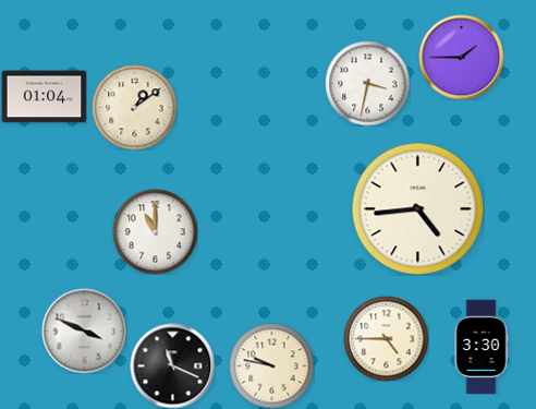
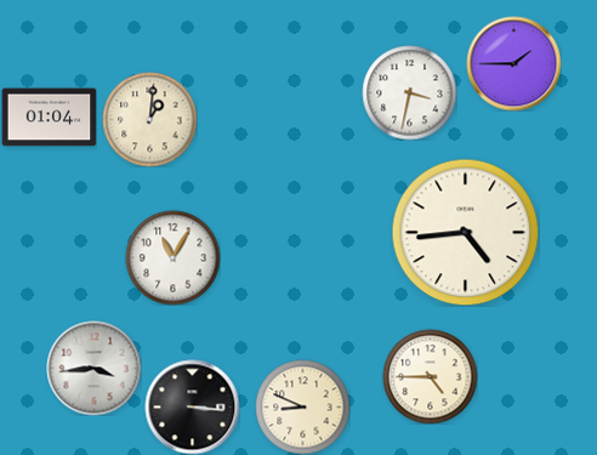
clock at (44, 97) position: (44, 97) -> (49, 118)
clock at (134, 107): 1:09 -> 1:01
clock at (155, 231): 11:00 -> 11:05
clock at (84, 330): 3:49 -> 3:44
clock at (482, 347): 3:30 -> none
clock at (172, 365): 11:19 -> 3:16
clock at (271, 365): 9:47 -> 8:49
